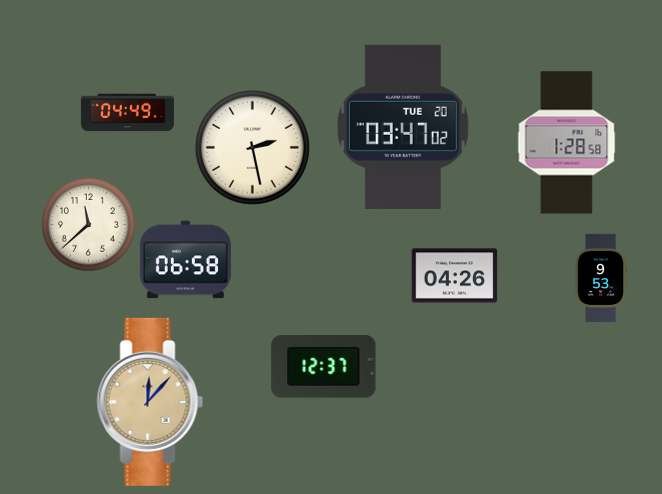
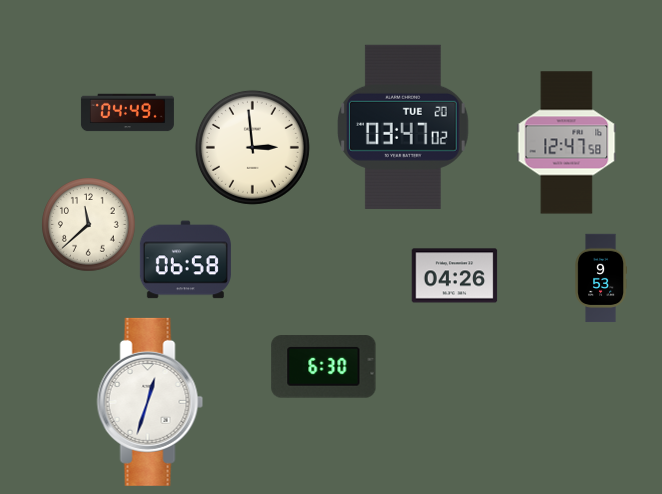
clock at (567, 143): 1:28 -> 12:47
clock at (252, 147): 2:28 -> 2:59
clock at (324, 367): 12:37 -> 6:30
clock at (150, 402): 12:07 -> 12:33
clock at (150, 402) dial: champagne -> white
